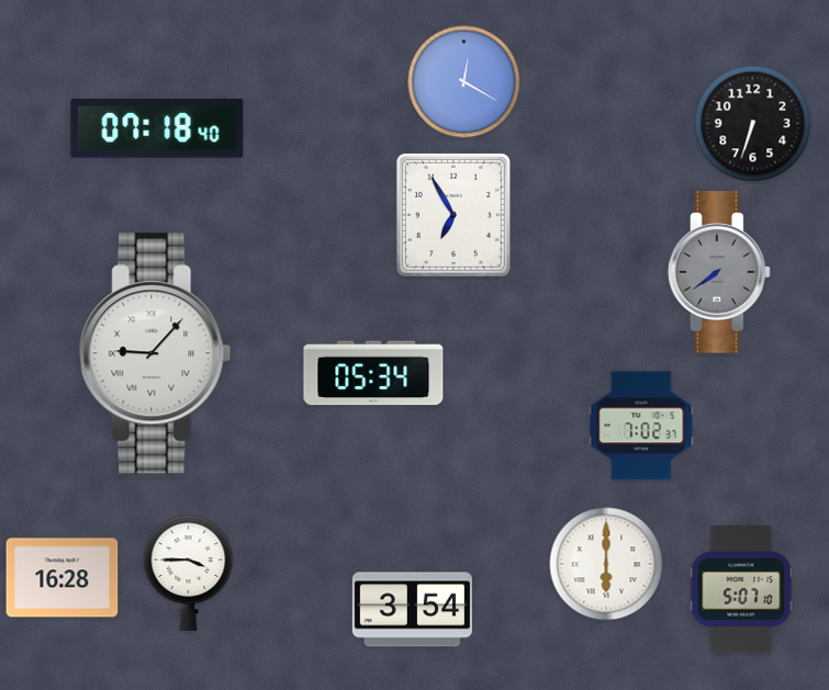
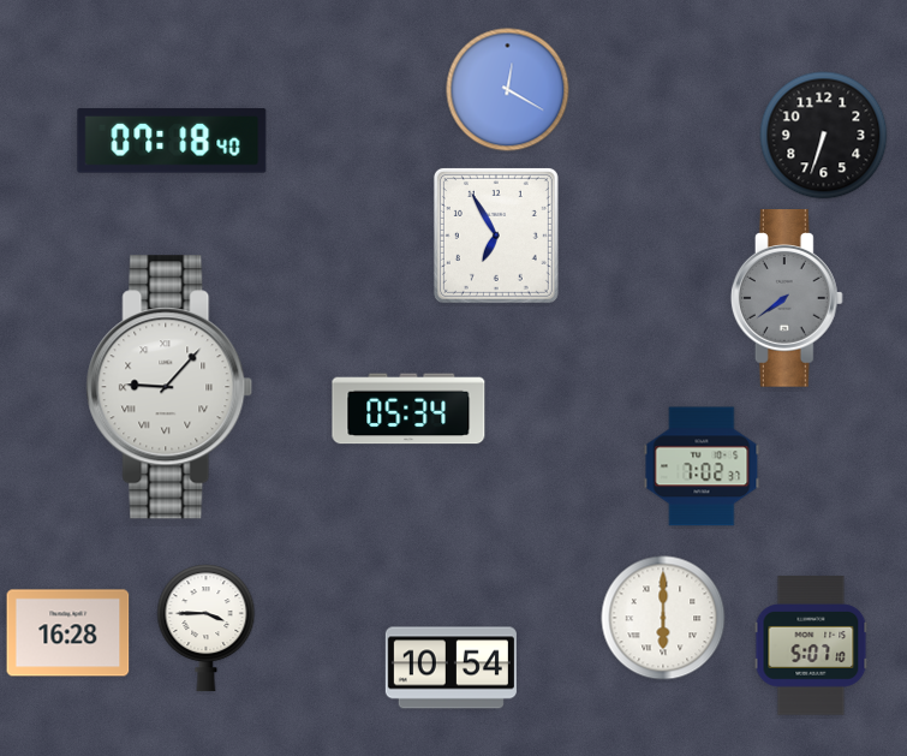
clock at (412, 610): 3:54 -> 10:54
